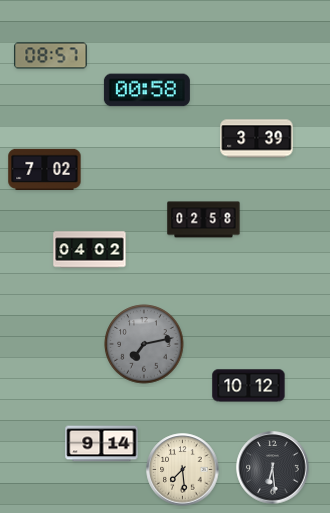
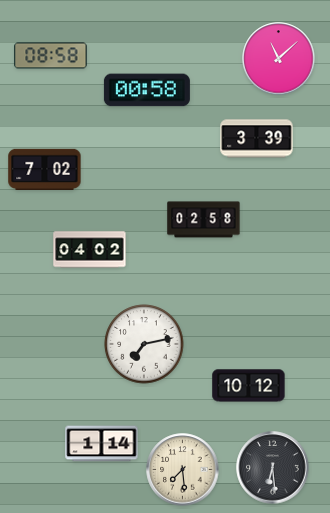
clock at (51, 56): 08:57 -> 08:58
clock at (279, 59): none -> 11:08
clock at (144, 344) dial: grey -> white
clock at (102, 444): 9:14 -> 1:14
